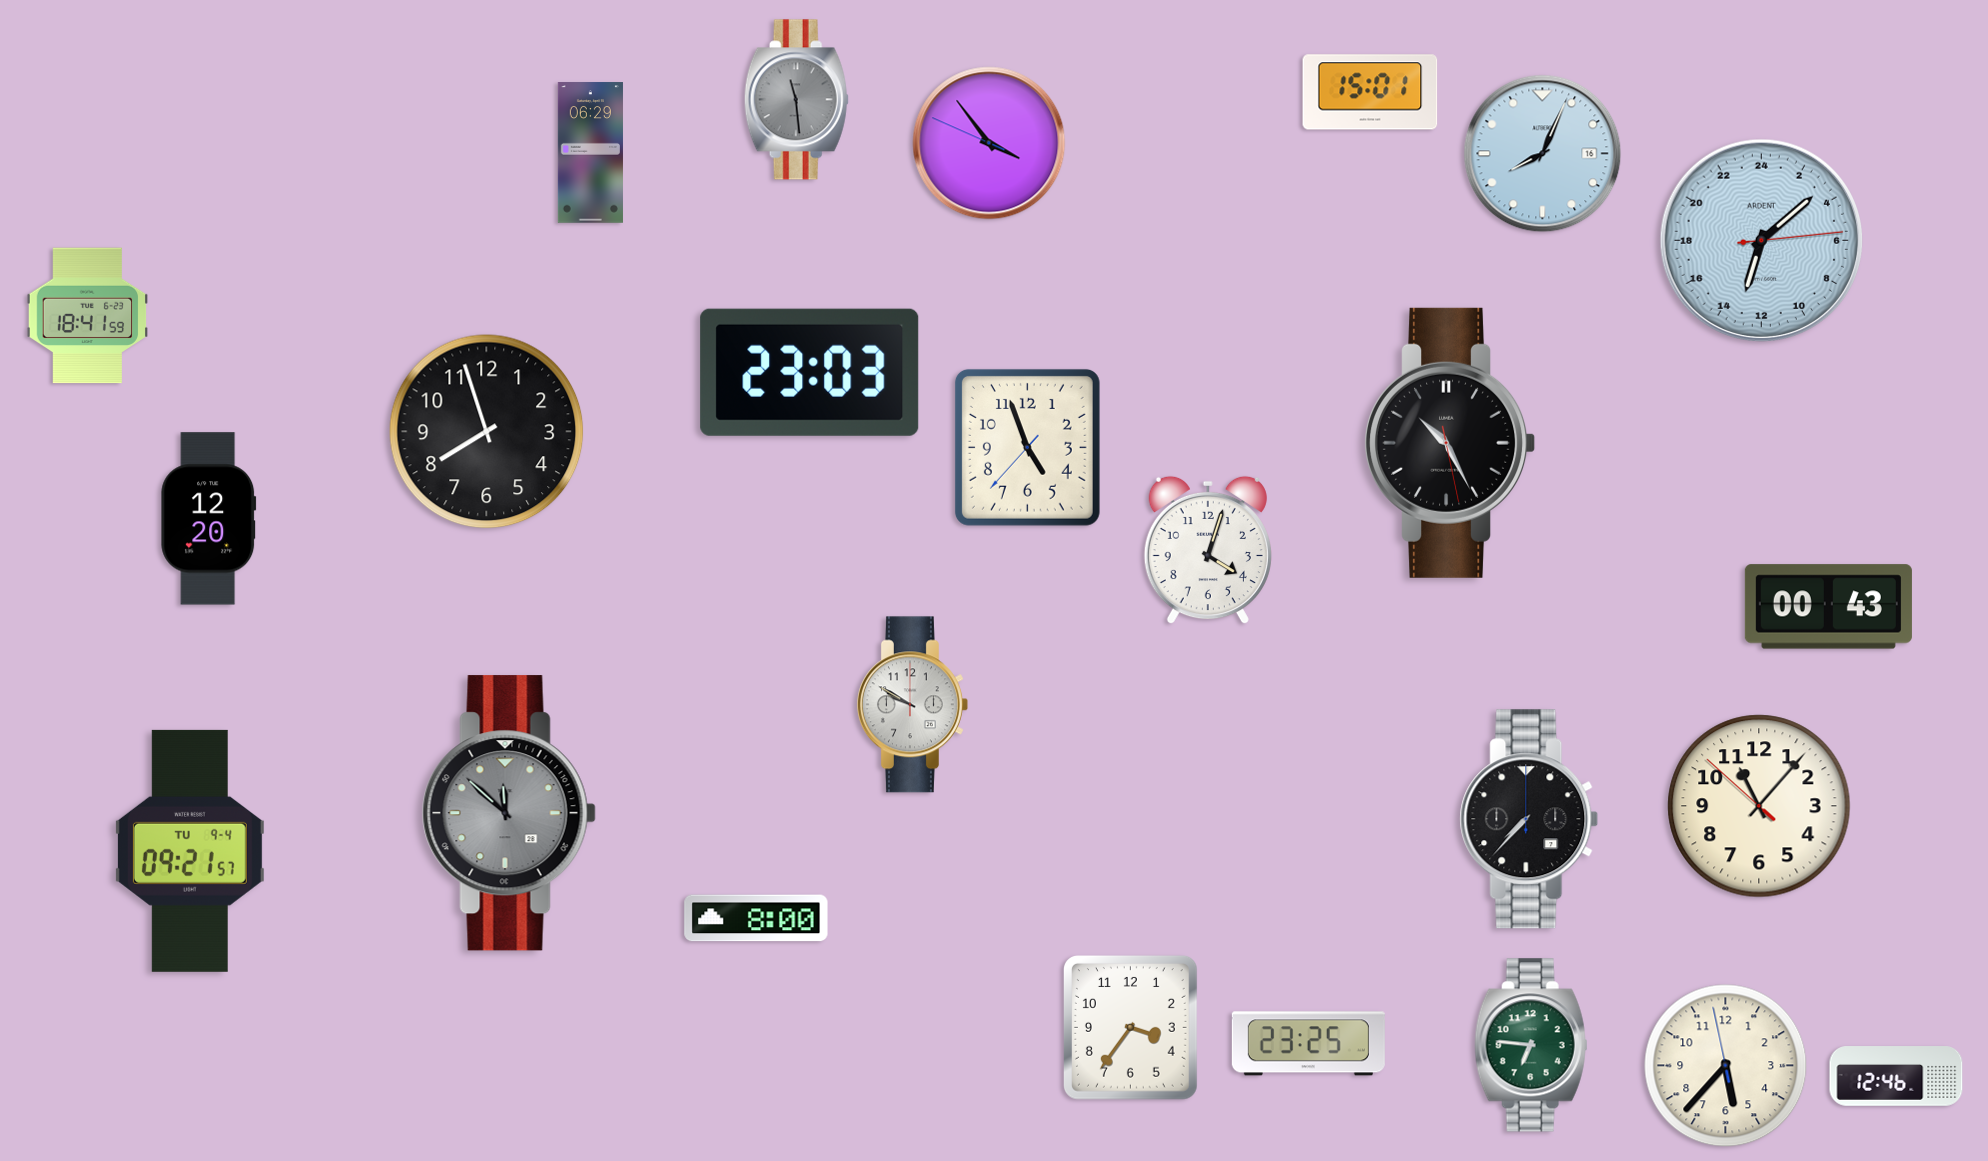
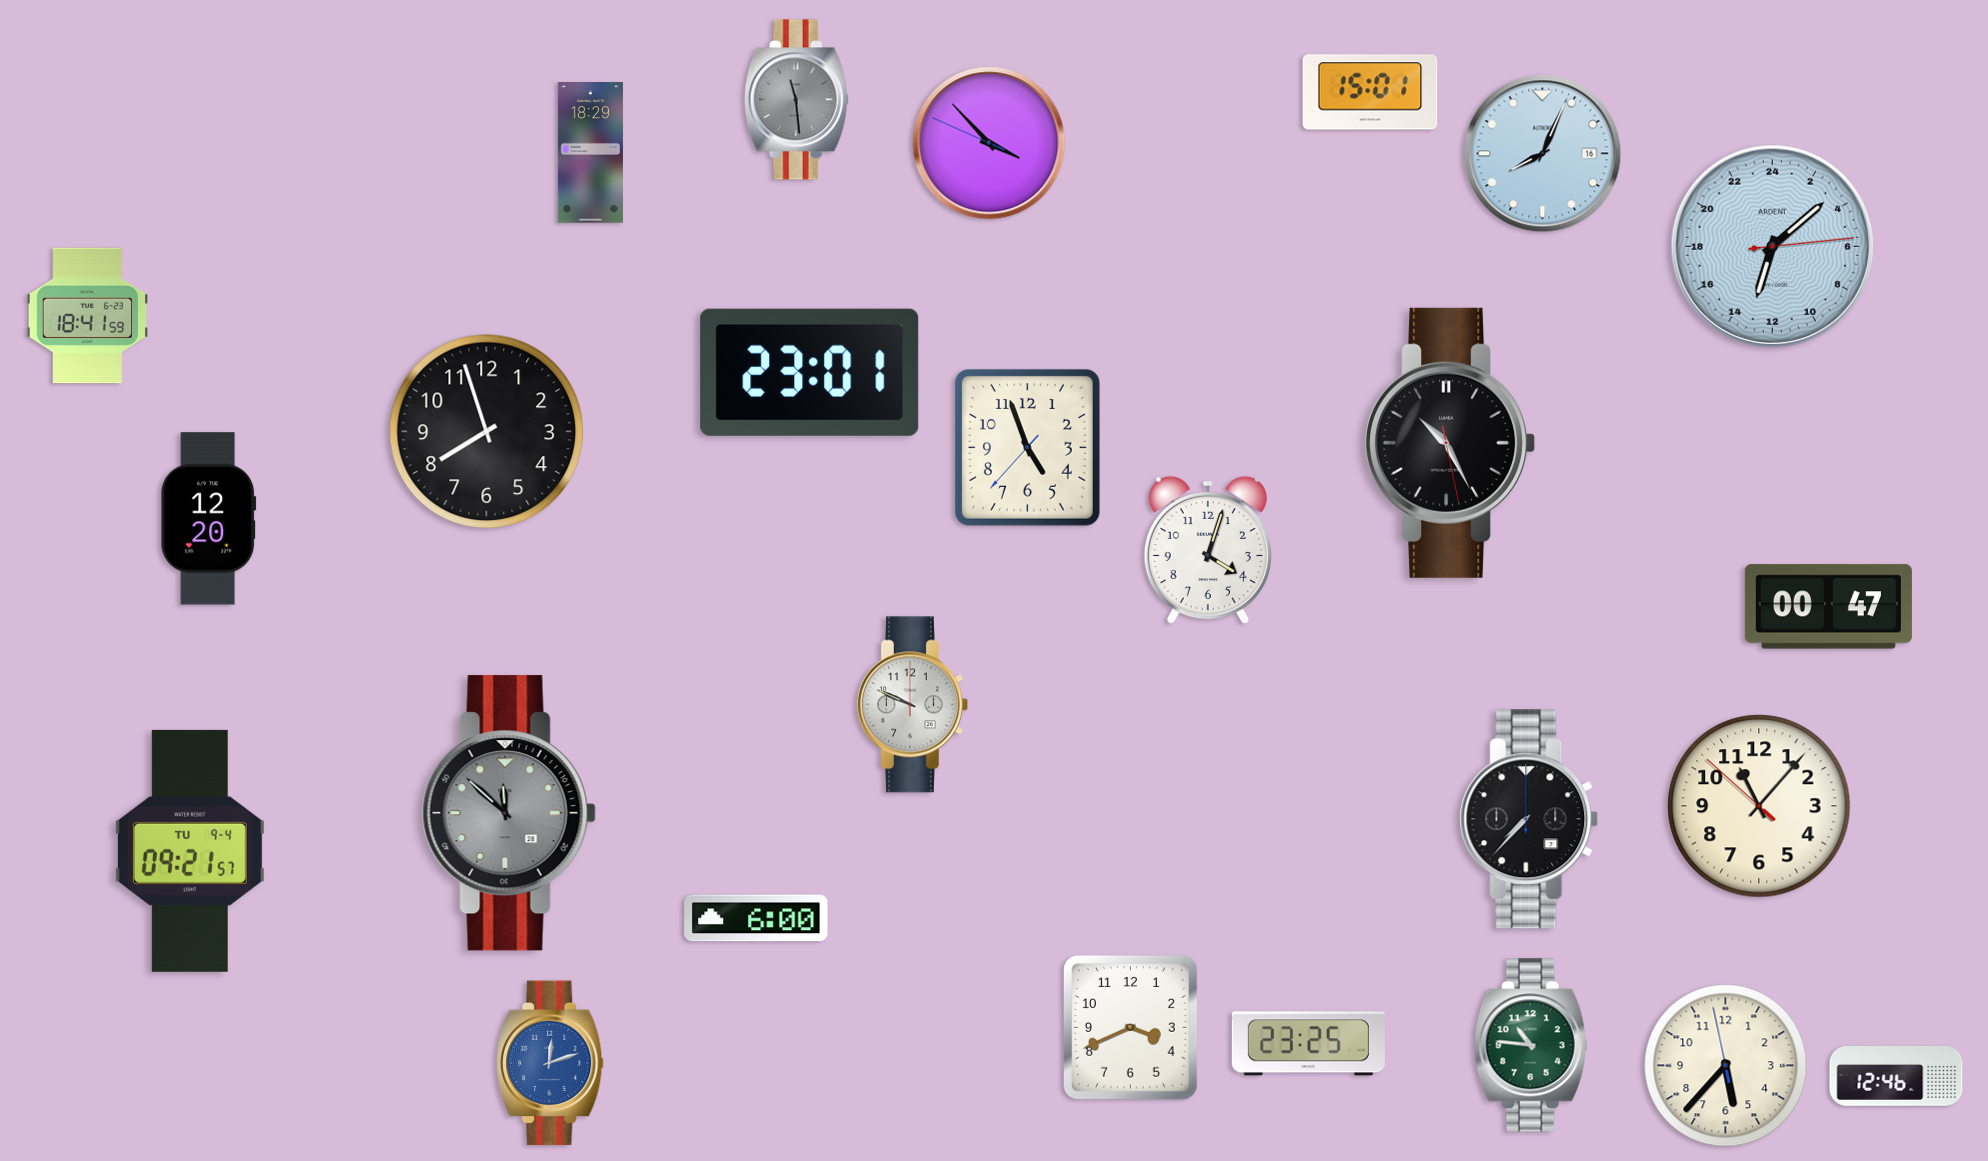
clock at (989, 143): 3:53 -> 3:52
clock at (590, 153): 06:29 -> 18:29
clock at (1761, 240) position: (1761, 240) -> (1772, 246)
clock at (810, 372): 23:03 -> 23:01
clock at (1828, 607): 00:43 -> 00:47
clock at (912, 705): 9:50 -> 9:49
clock at (756, 918): 8:00 -> 6:00
clock at (1130, 1027): 3:36 -> 3:41
clock at (1531, 1045): 6:46 -> 10:46
clock at (550, 1063): none -> 12:12
